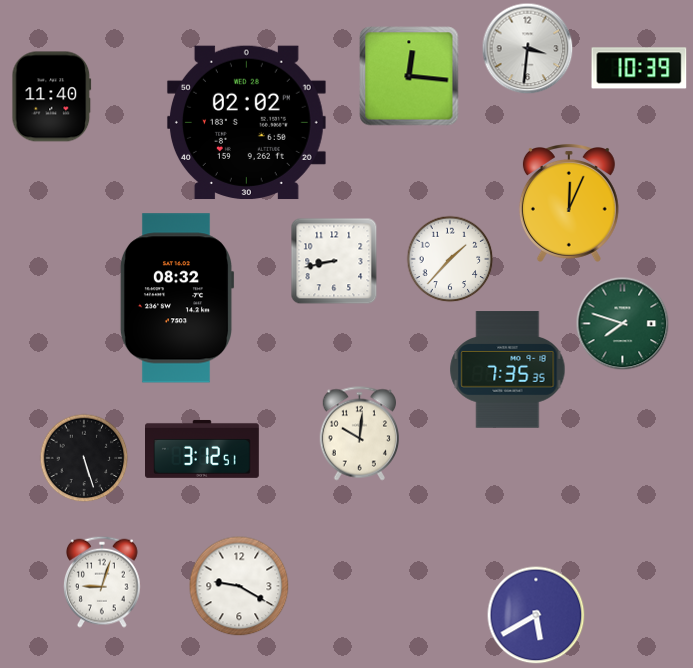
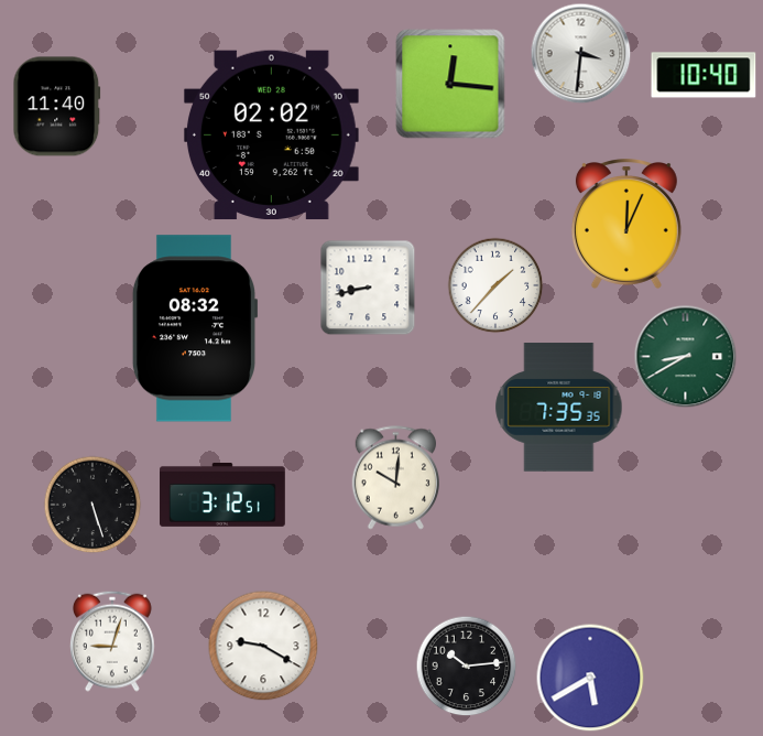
clock at (639, 68): 10:39 -> 10:40
clock at (622, 323): 7:48 -> 8:40
clock at (466, 665): none -> 10:14
